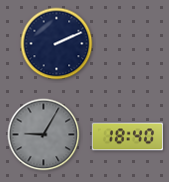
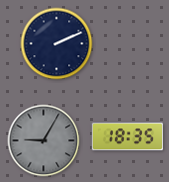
clock at (44, 135) position: (44, 135) -> (44, 141)
clock at (128, 137): 18:40 -> 18:35
